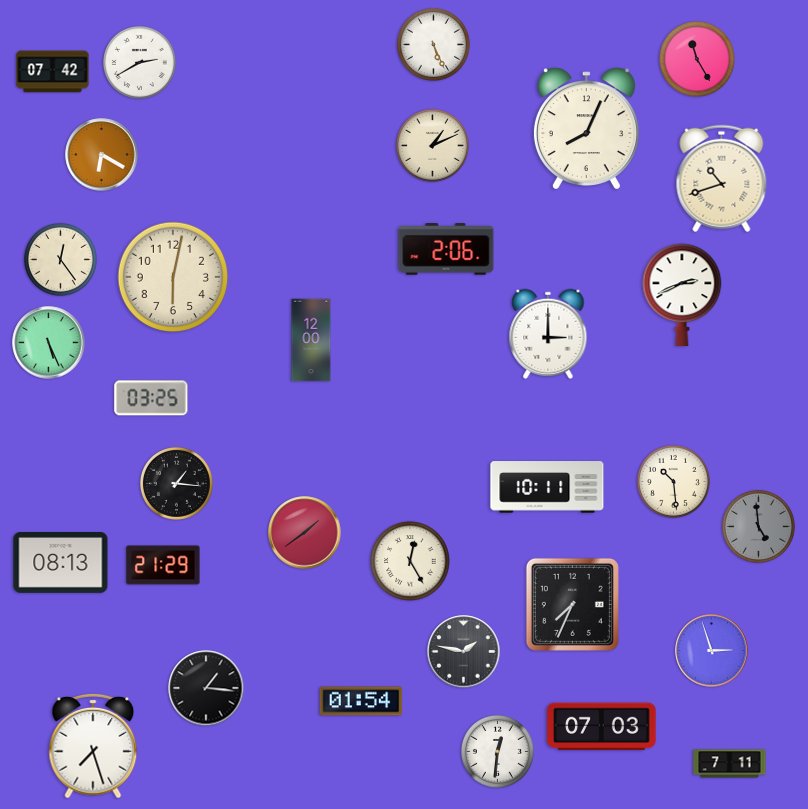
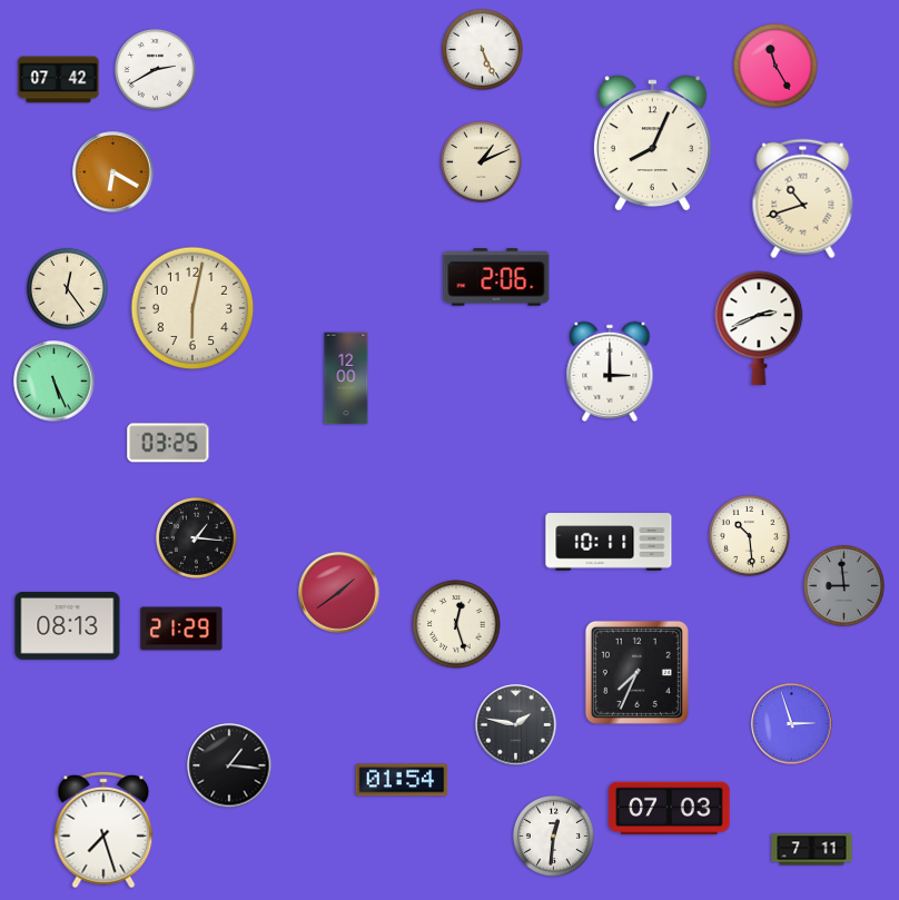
clock at (758, 526): 4:59 -> 8:59
clock at (410, 561): 12:25 -> 12:27
